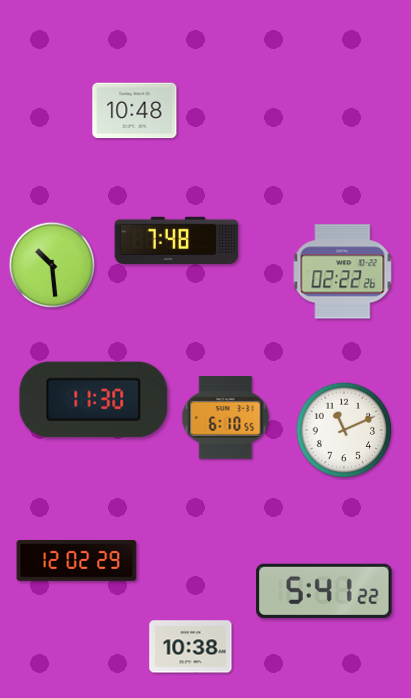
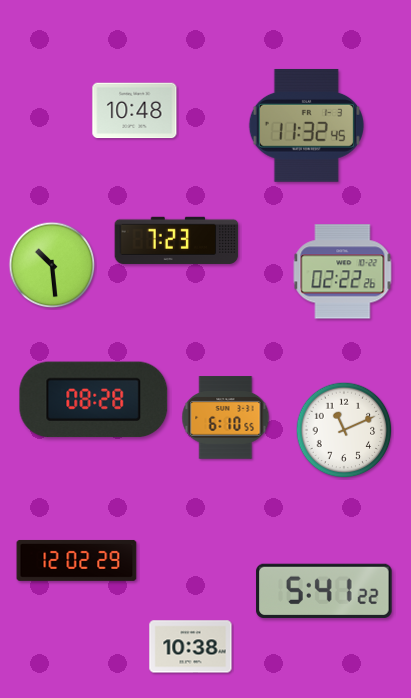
clock at (306, 125): none -> 11:32
clock at (177, 240): 7:48 -> 7:23
clock at (94, 400): 11:30 -> 08:28
